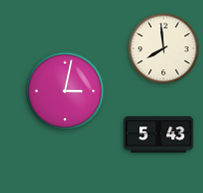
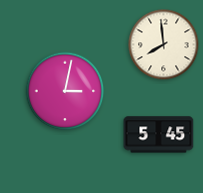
clock at (164, 49) position: (164, 49) -> (164, 45)
clock at (159, 135): 5:43 -> 5:45
